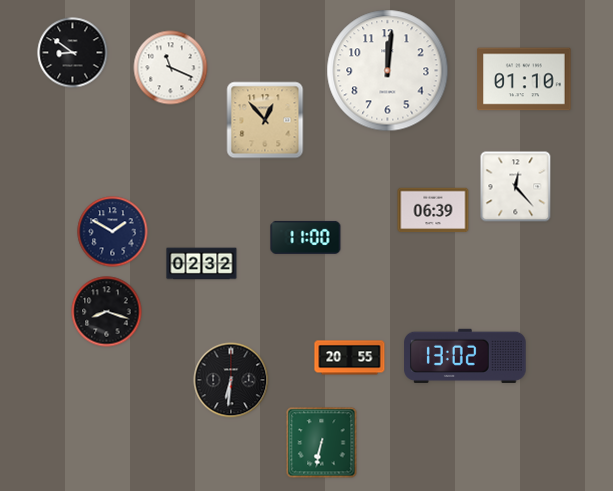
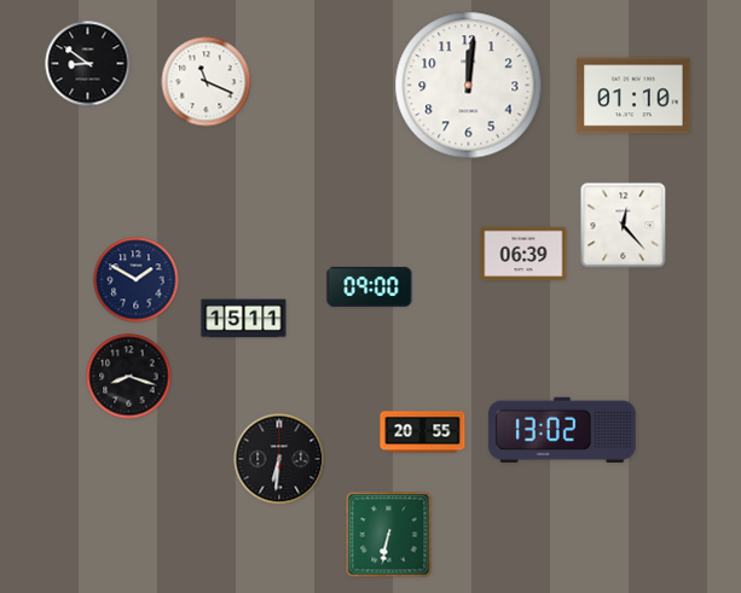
clock at (265, 120): 12:53 -> none
clock at (306, 237): 11:00 -> 09:00
clock at (202, 264): 02:32 -> 15:11
